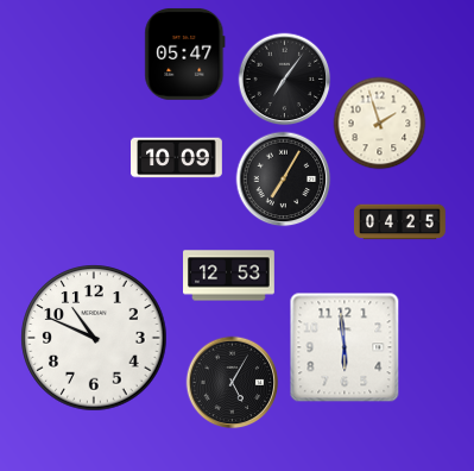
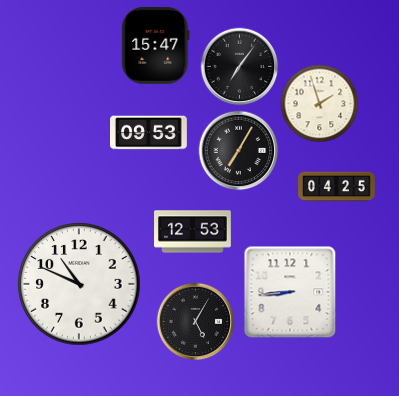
clock at (185, 54): 05:47 -> 15:47
clock at (177, 158): 10:09 -> 09:53
clock at (345, 347): 5:59 -> 8:44
